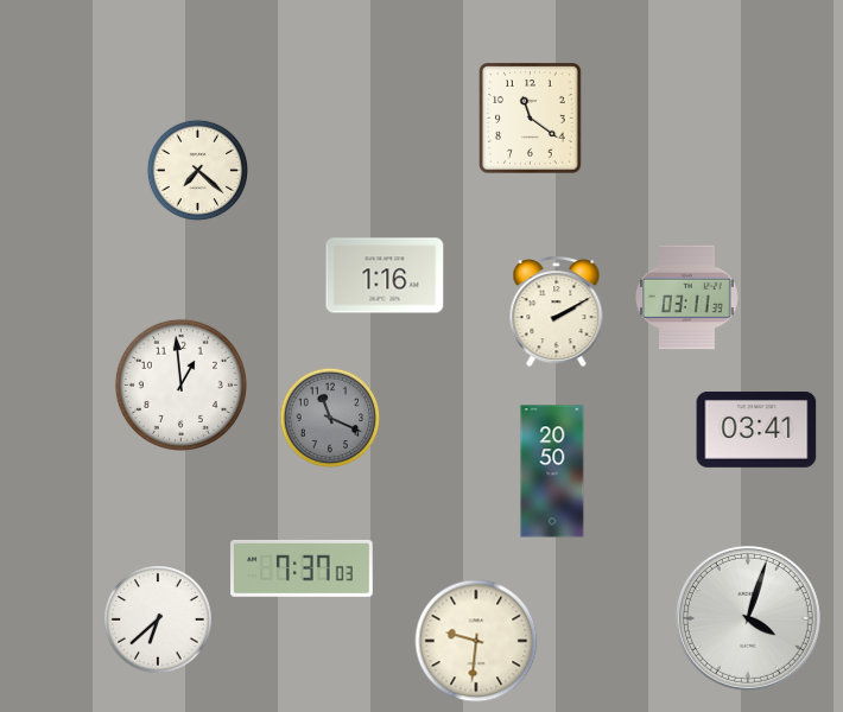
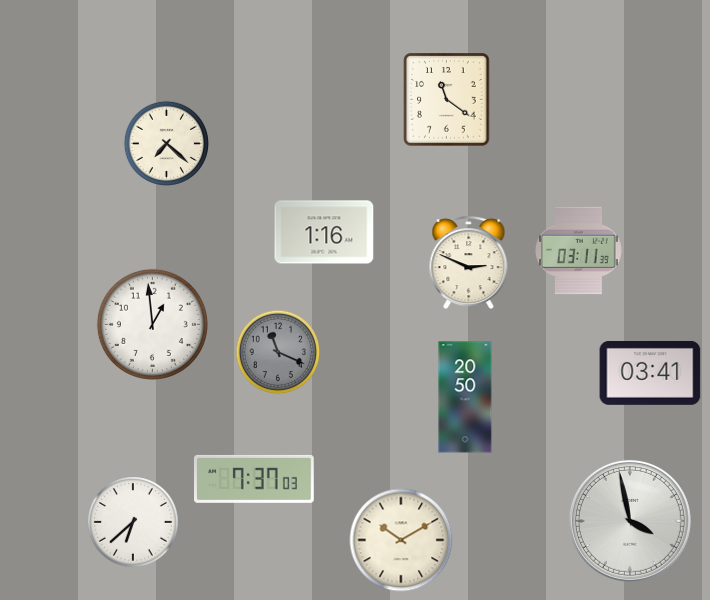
clock at (557, 312): 2:10 -> 2:49
clock at (756, 430) position: (756, 430) -> (650, 373)
clock at (748, 618): 4:03 -> 3:58
clock at (476, 641): 9:31 -> 10:10
